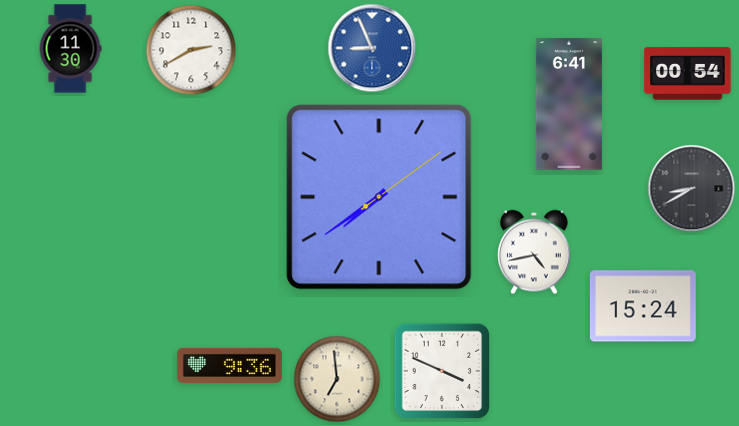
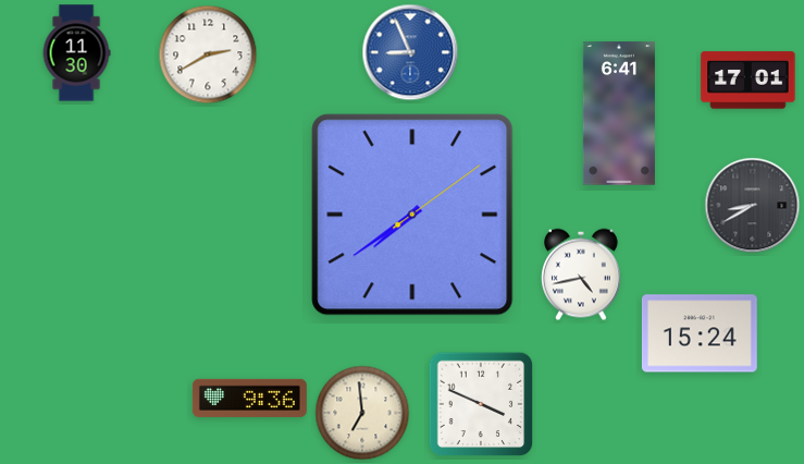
clock at (372, 48) position: (372, 48) -> (410, 52)
clock at (688, 74): 00:54 -> 17:01
clock at (337, 379) position: (337, 379) -> (362, 413)
